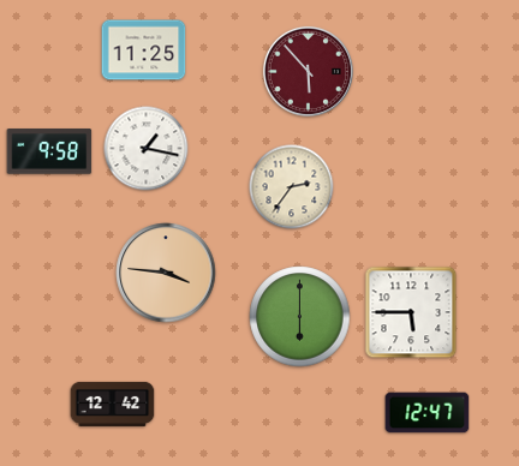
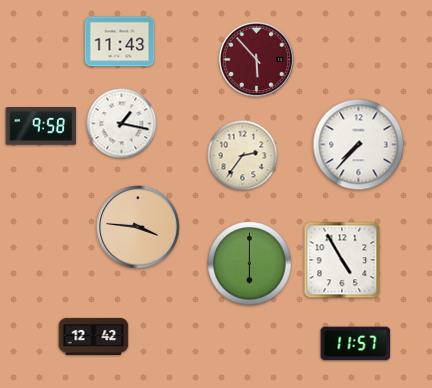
clock at (144, 50): 11:25 -> 11:43
clock at (359, 145): none -> 7:37
clock at (411, 312): 5:45 -> 4:55
clock at (428, 413): 12:47 -> 11:57
